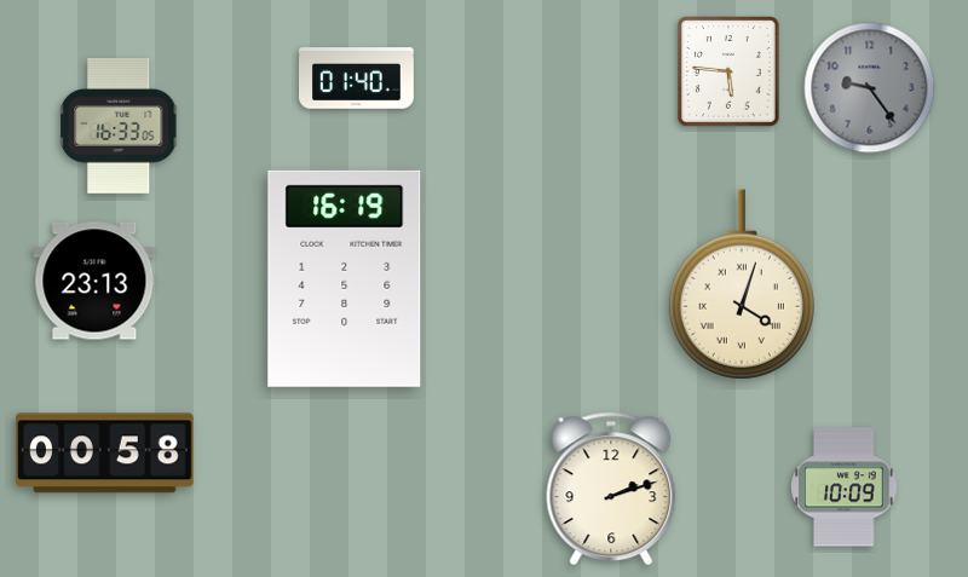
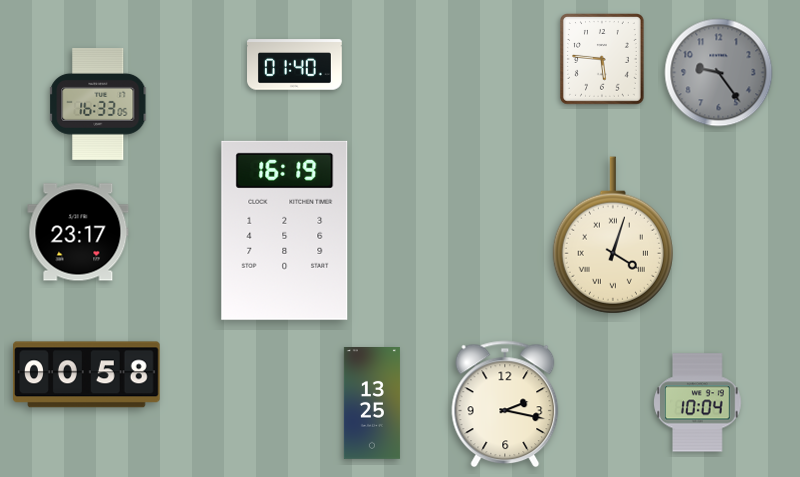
clock at (94, 281): 23:13 -> 23:17
clock at (845, 487): 10:09 -> 10:04
clock at (372, 404): none -> 13:25
clock at (611, 489): 2:12 -> 2:17
